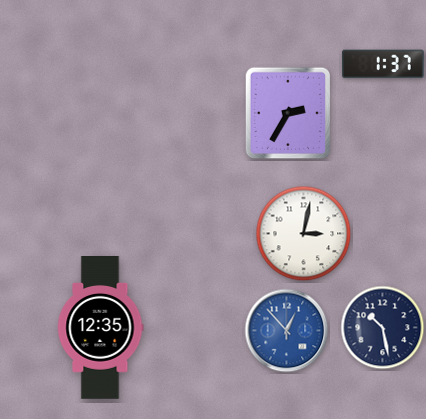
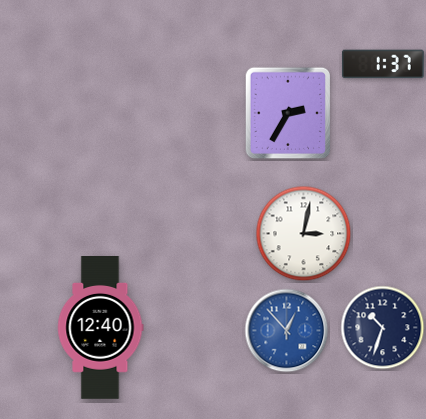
clock at (101, 328): 12:35 -> 12:40
clock at (383, 328): 10:28 -> 10:33
